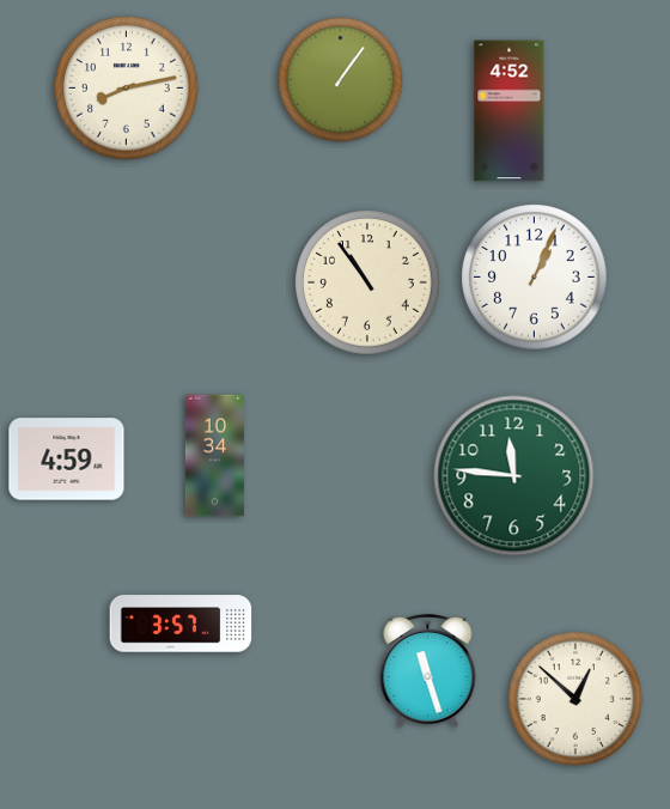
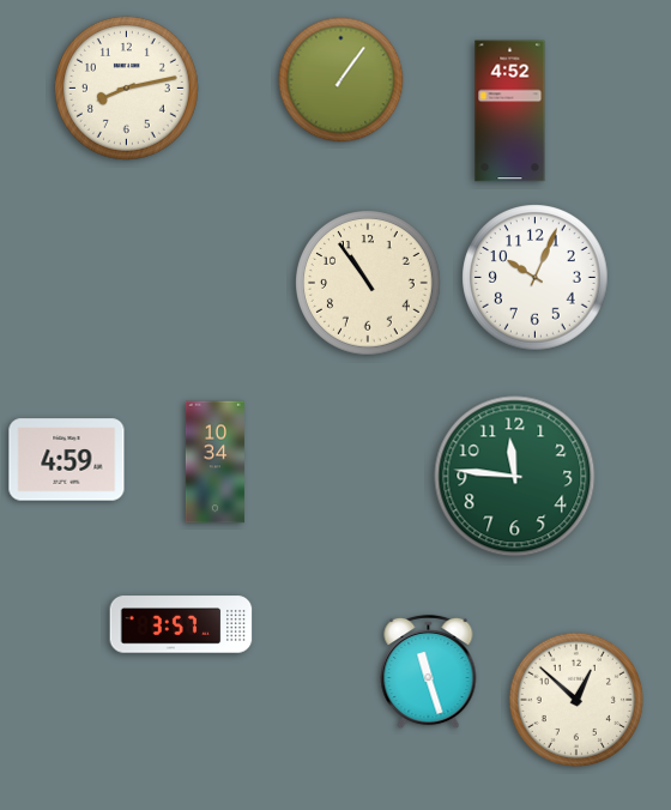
clock at (535, 278): 1:04 -> 10:04
clock at (214, 456) position: (214, 456) -> (214, 463)
